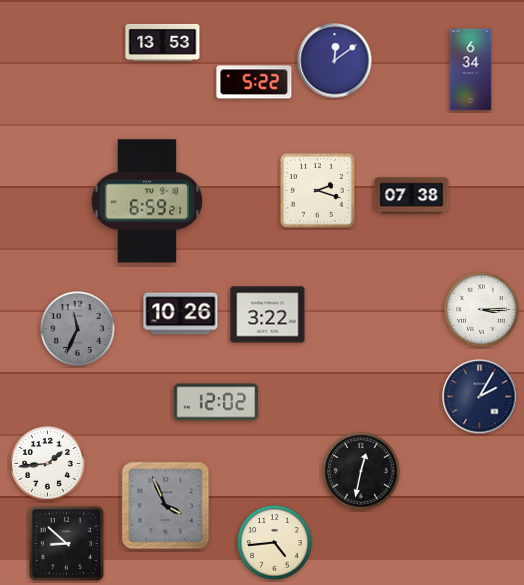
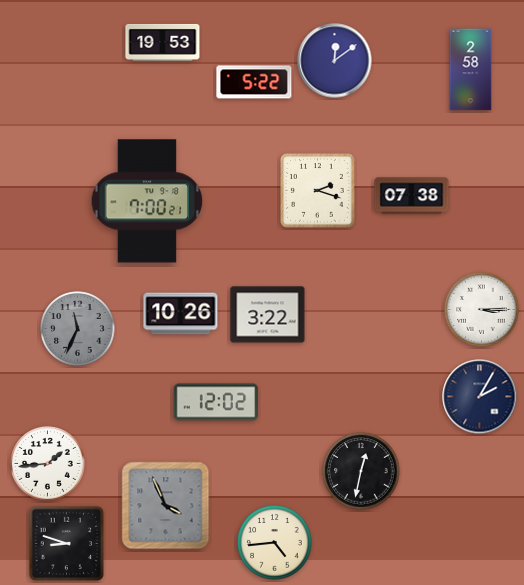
clock at (163, 42): 13:53 -> 19:53
clock at (471, 70): 6:34 -> 2:58
clock at (147, 201): 6:59 -> 7:00
clock at (67, 544): 8:52 -> 8:48
